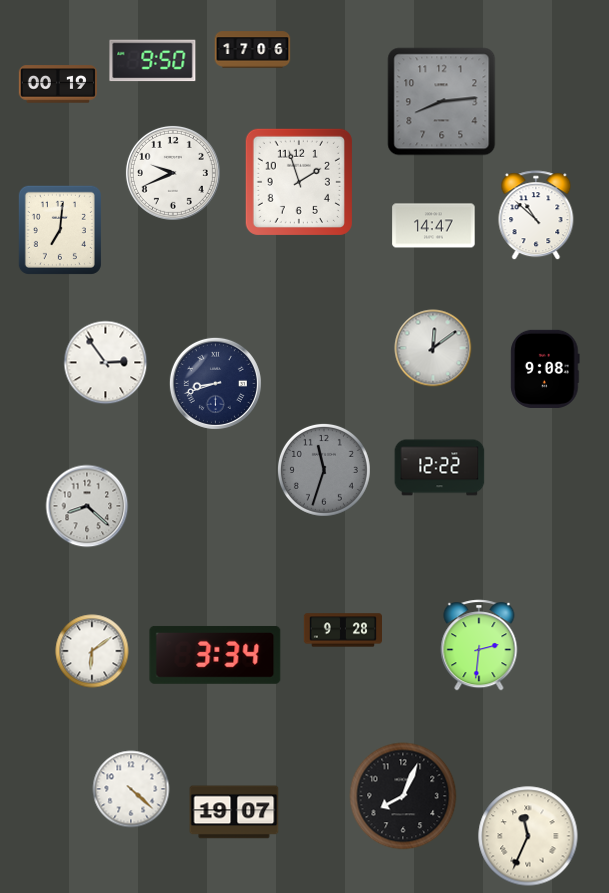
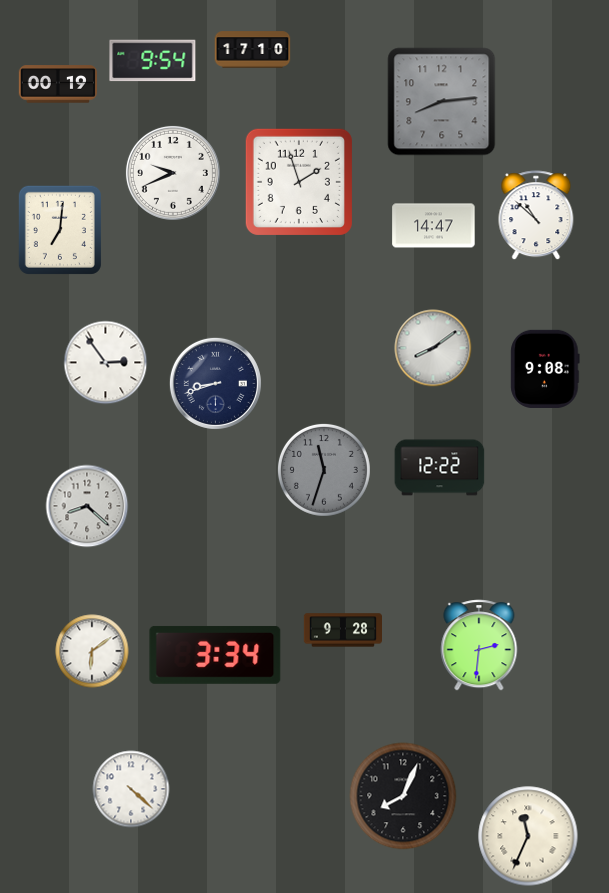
clock at (253, 50): 17:06 -> 17:10
clock at (153, 61): 9:50 -> 9:54
clock at (433, 348): 12:09 -> 8:09
clock at (234, 812): 19:07 -> none
